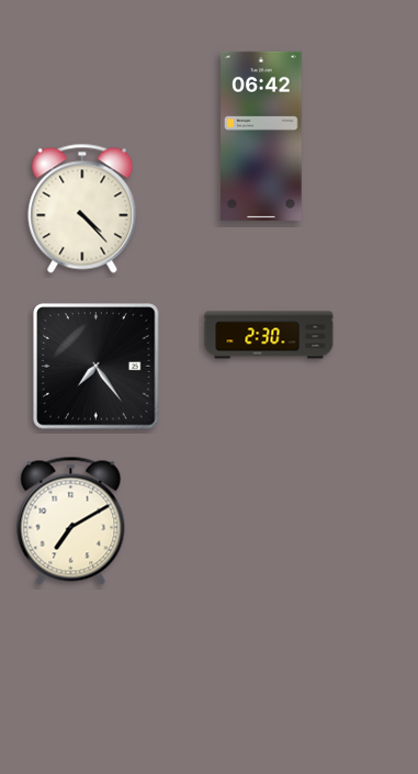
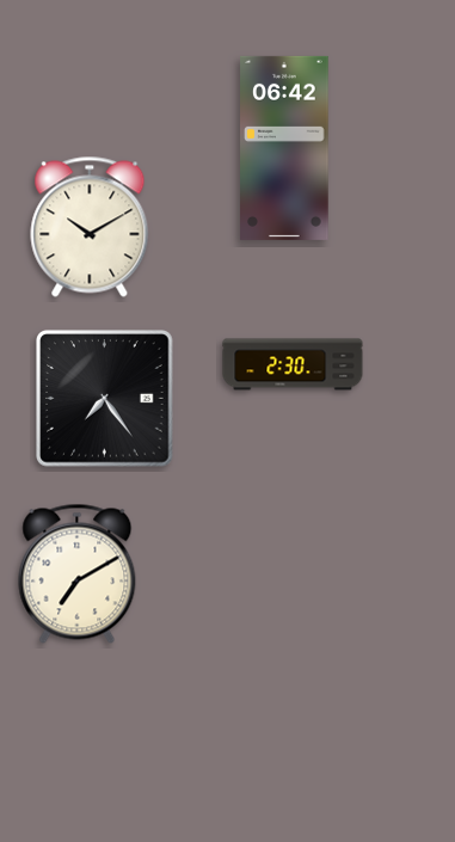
clock at (82, 209): 4:23 -> 10:10
clock at (71, 520) position: (71, 520) -> (78, 573)
